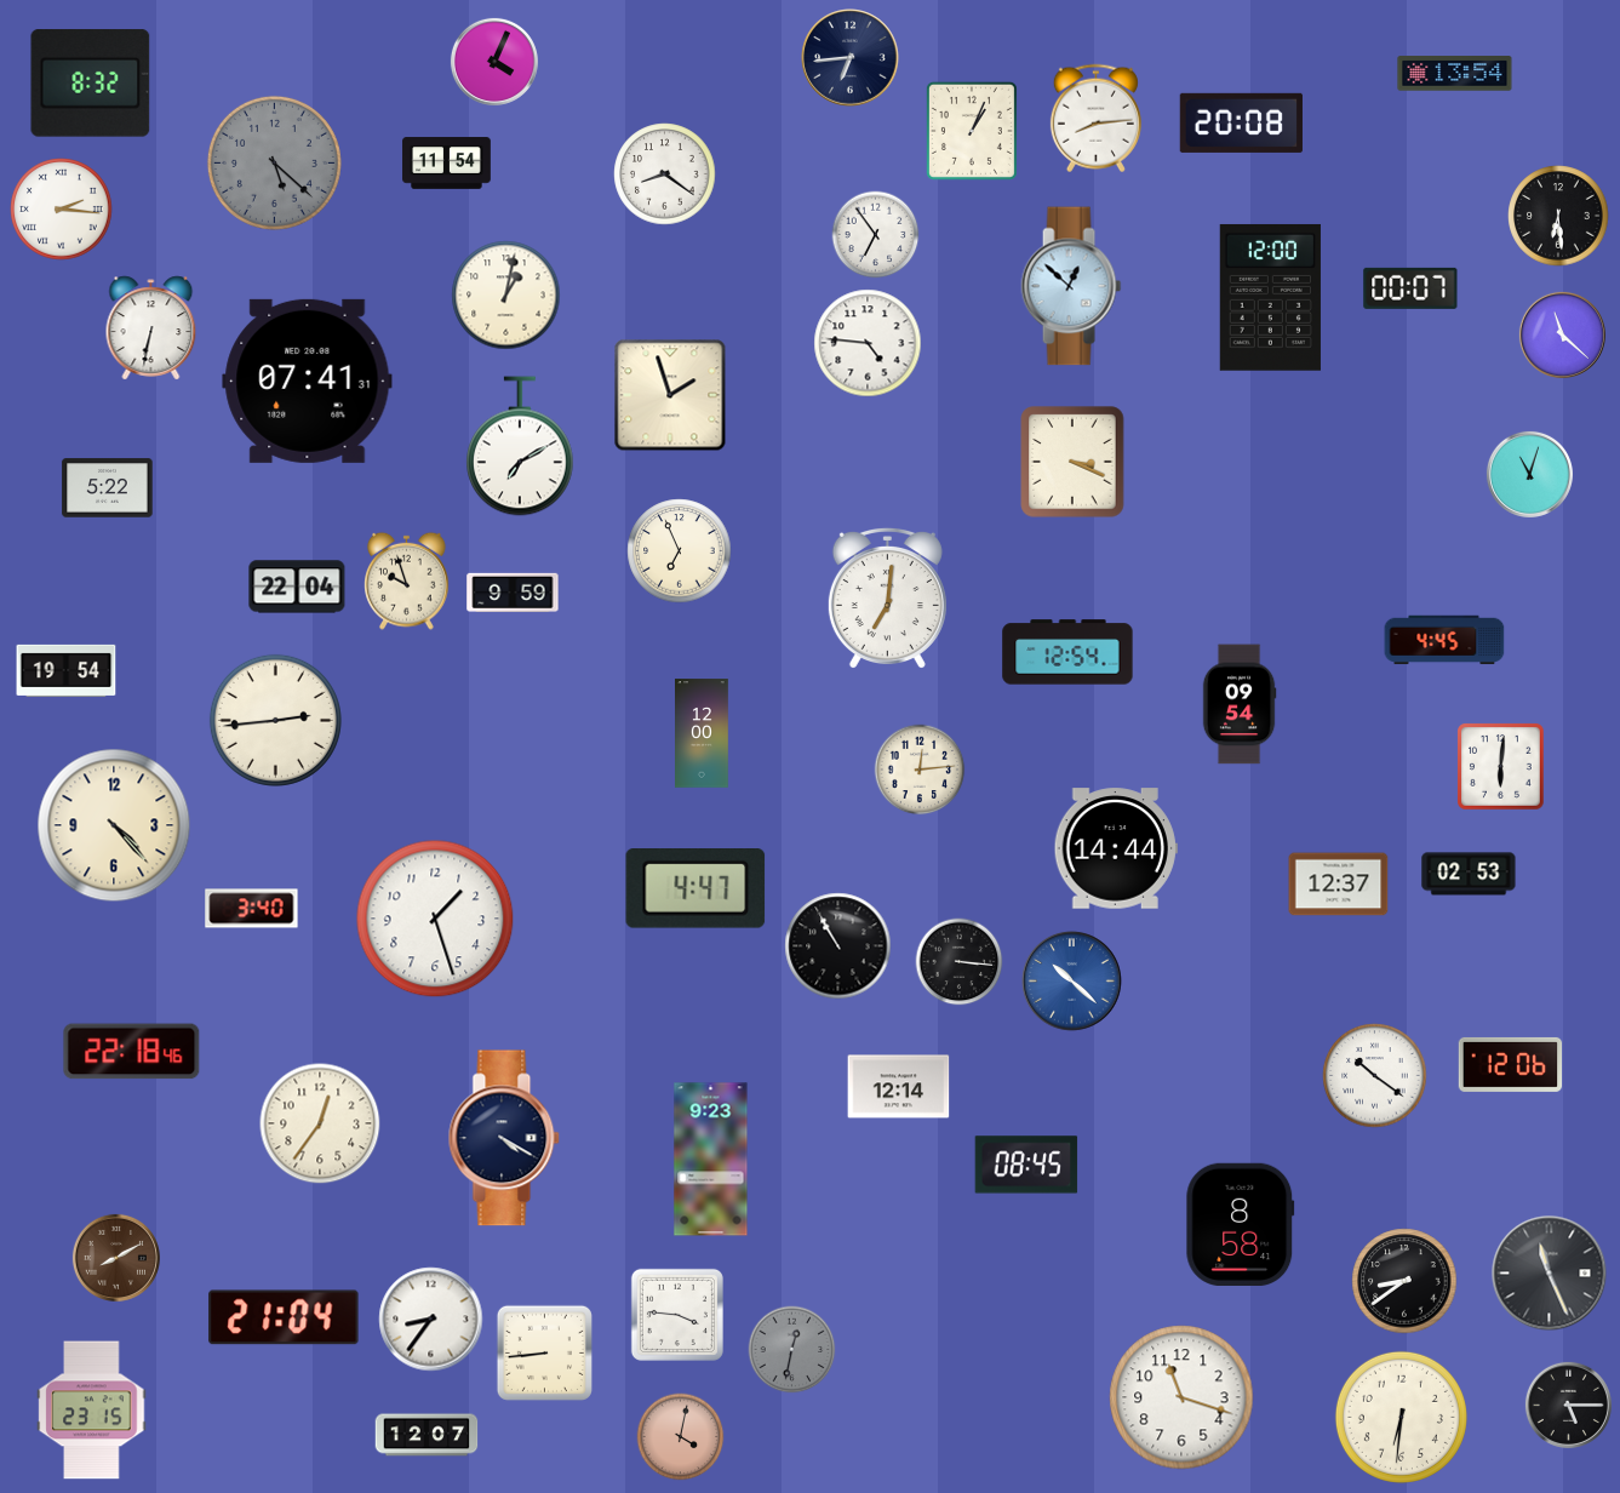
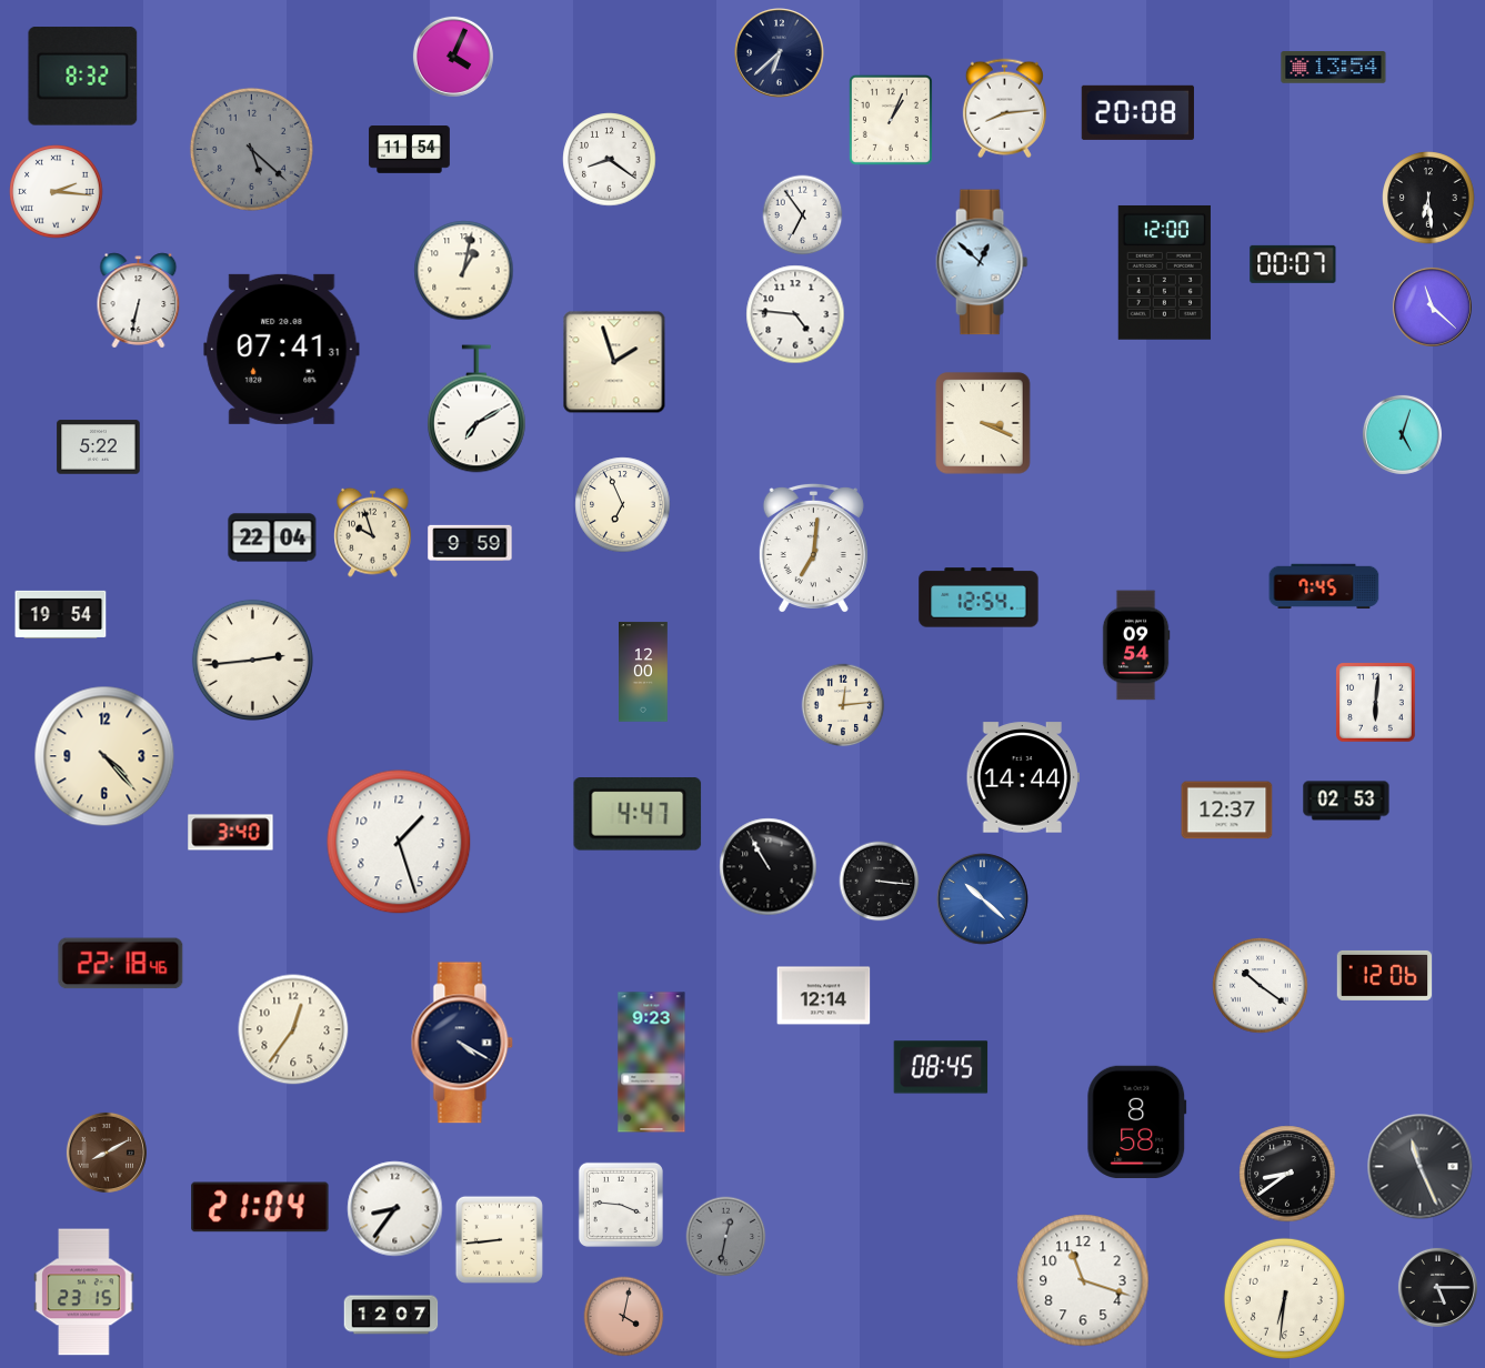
clock at (851, 58): 6:44 -> 6:38
clock at (1529, 474): 11:03 -> 5:03
clock at (1444, 640): 4:45 -> 7:45
